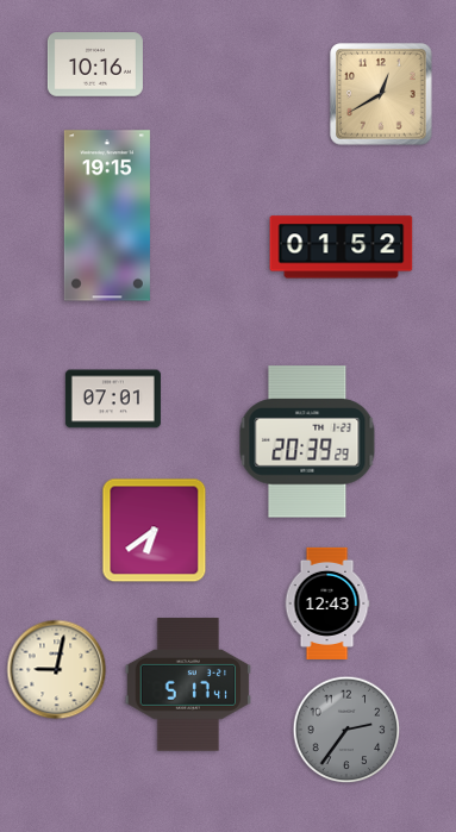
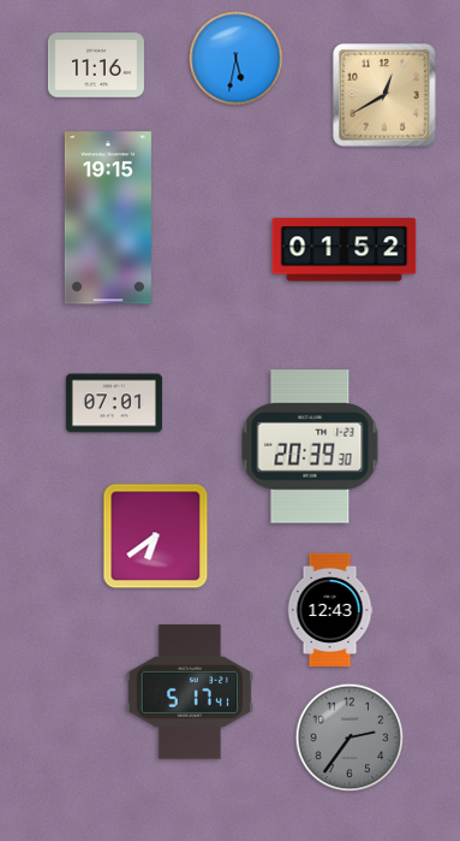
clock at (237, 59): none -> 5:32
clock at (95, 64): 10:16 -> 11:16
clock at (307, 442): 20:39:29 -> 20:39:30
clock at (57, 670): 9:02 -> none
